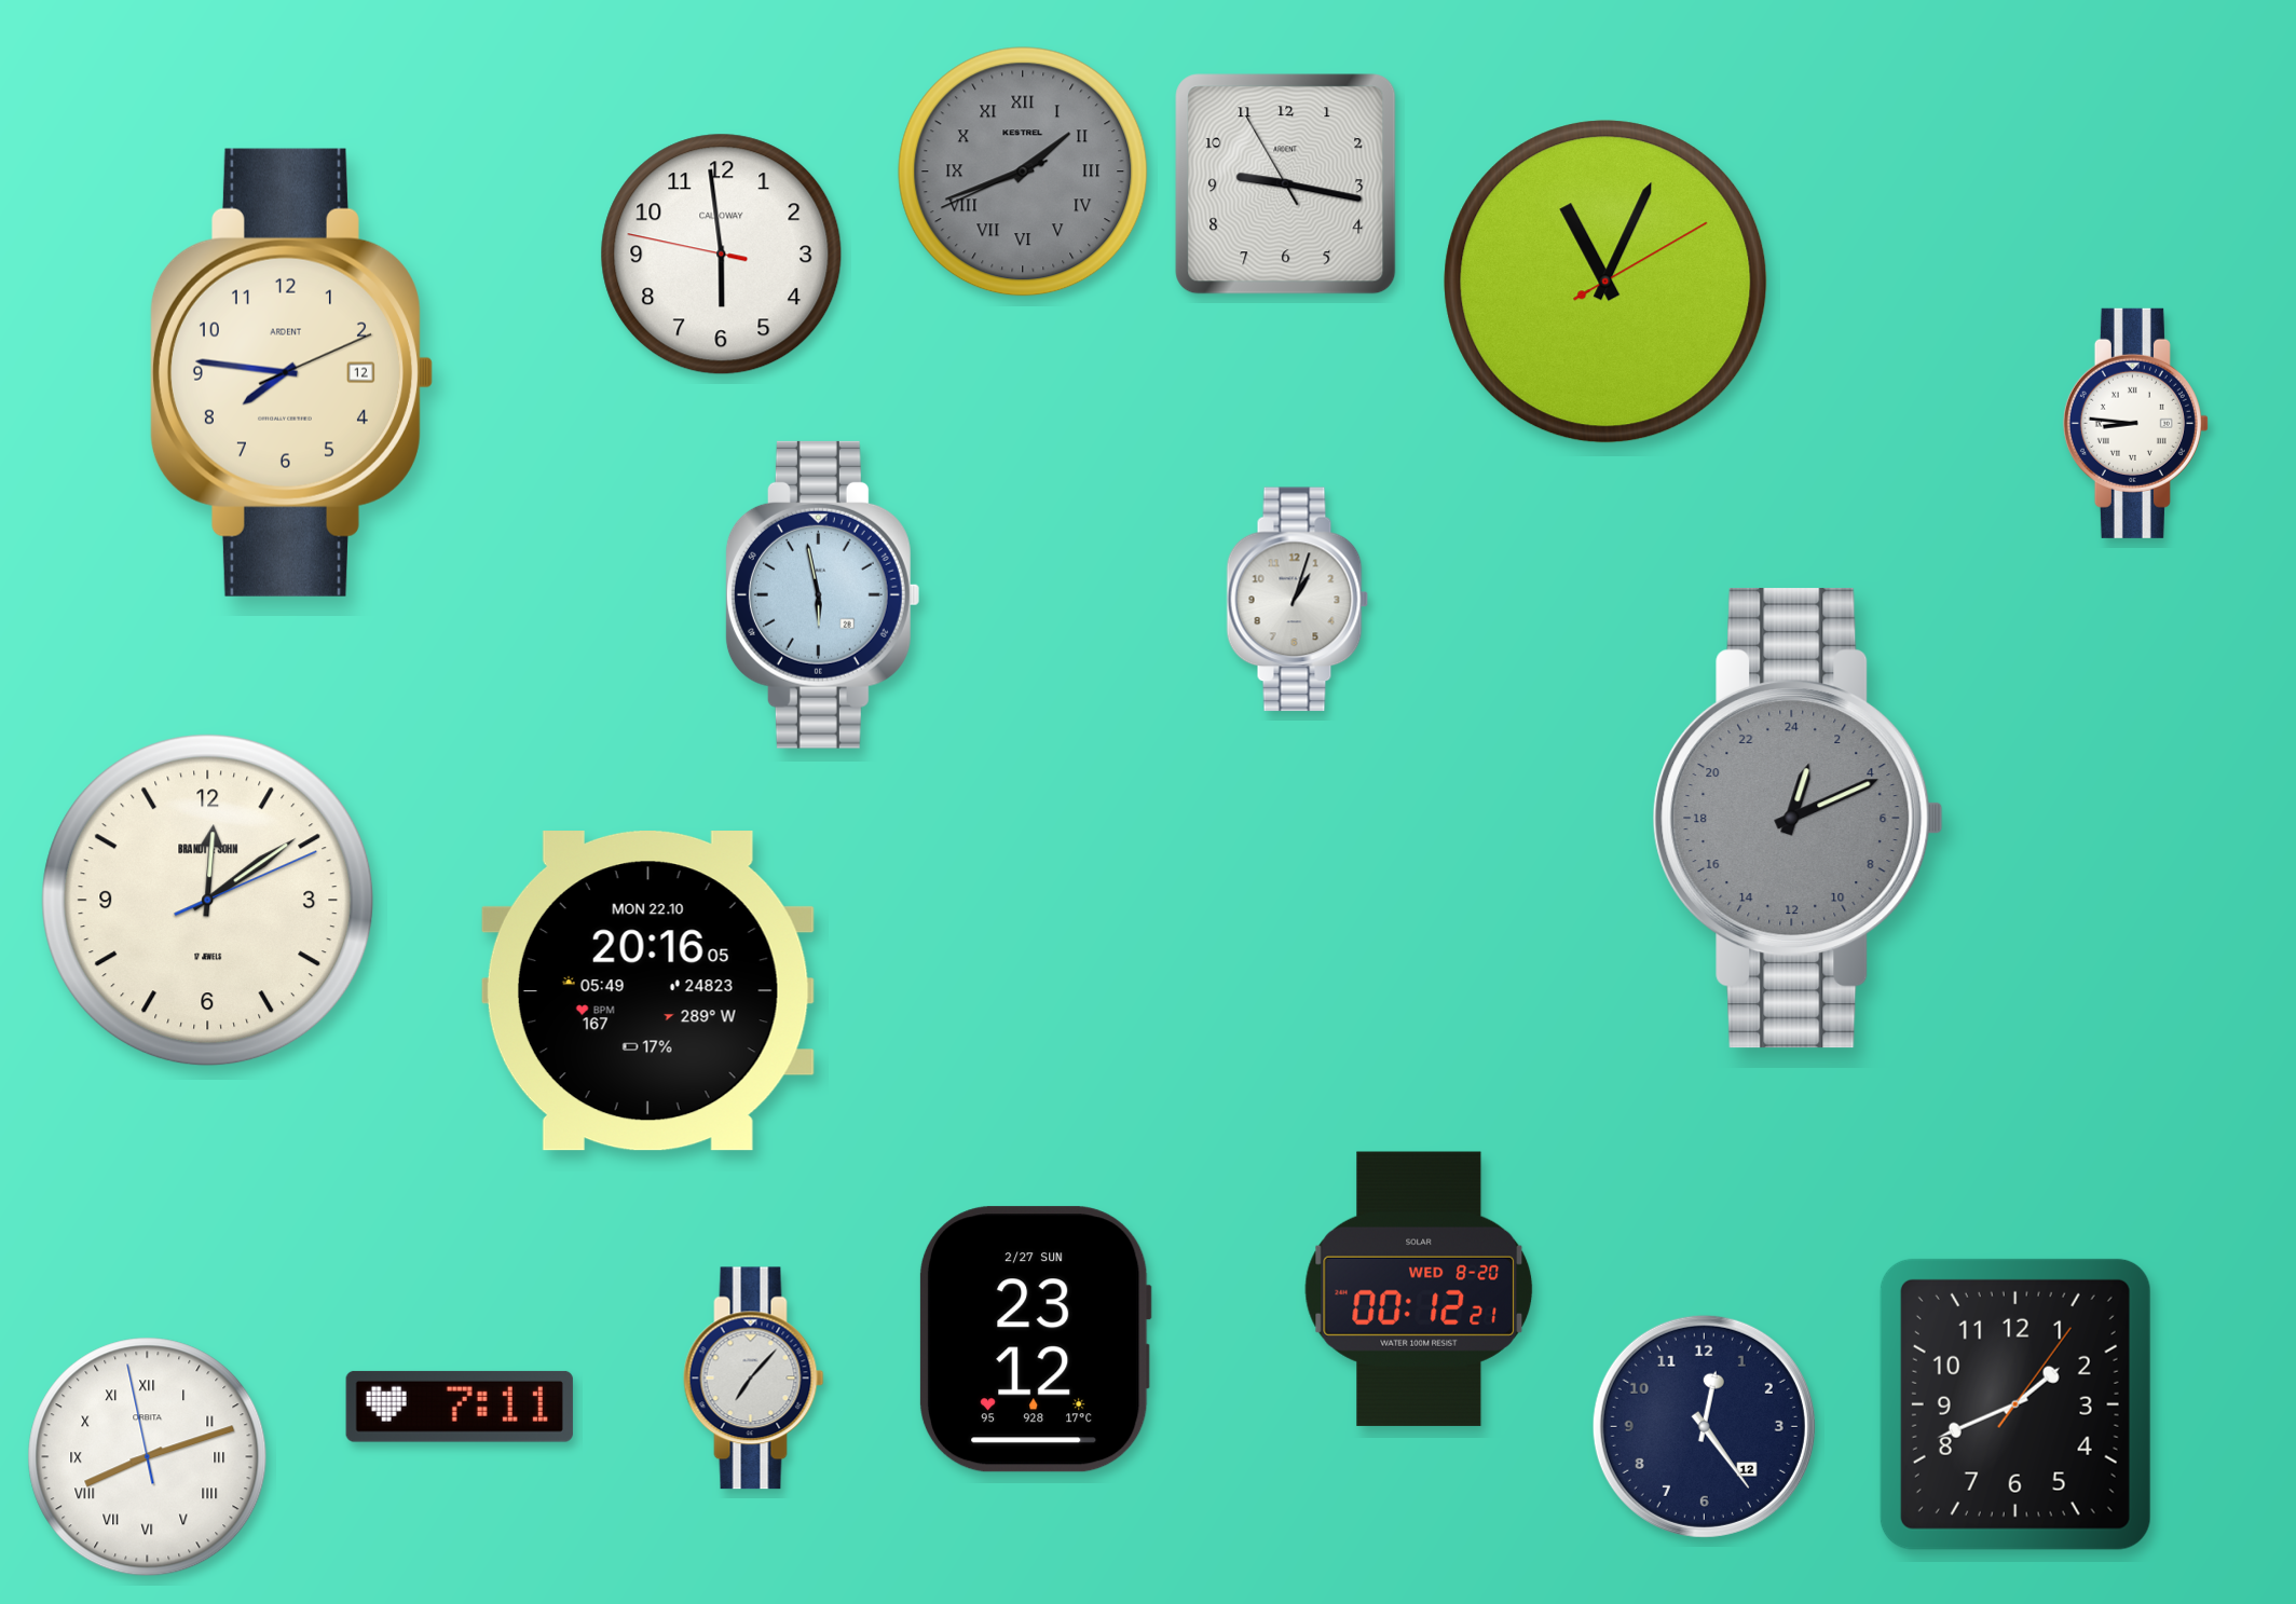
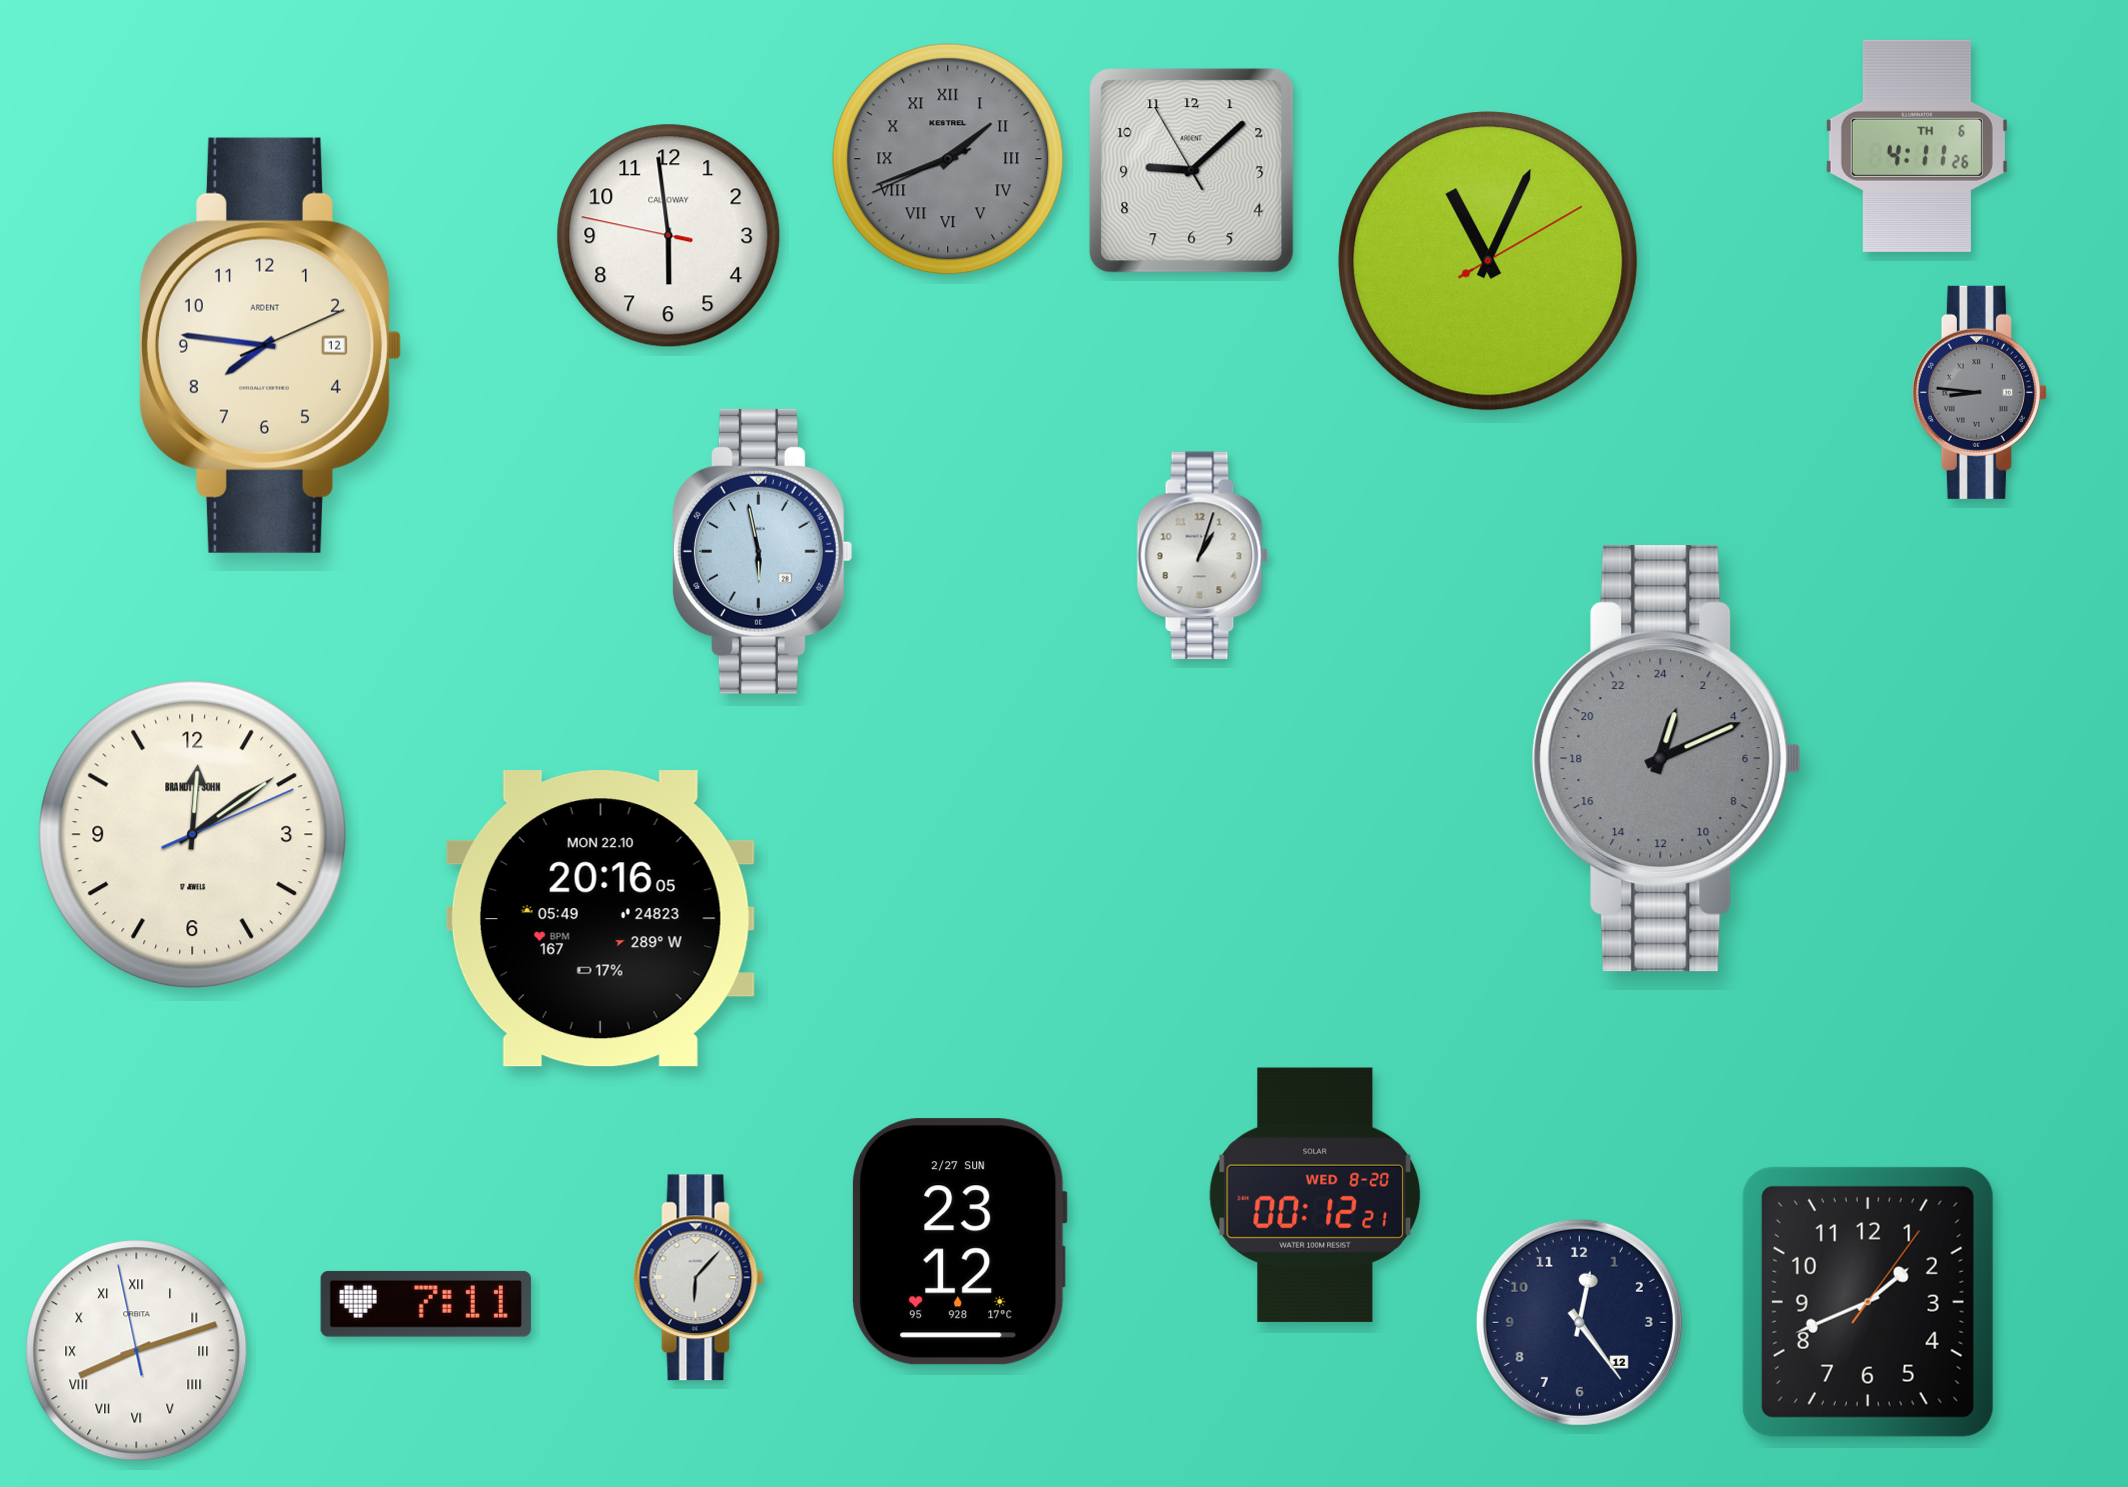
clock at (1917, 146): none -> 4:11
clock at (1286, 184): 9:16 -> 9:07
clock at (2135, 423) dial: white -> grey
clock at (754, 1379): 7:07 -> 6:07
